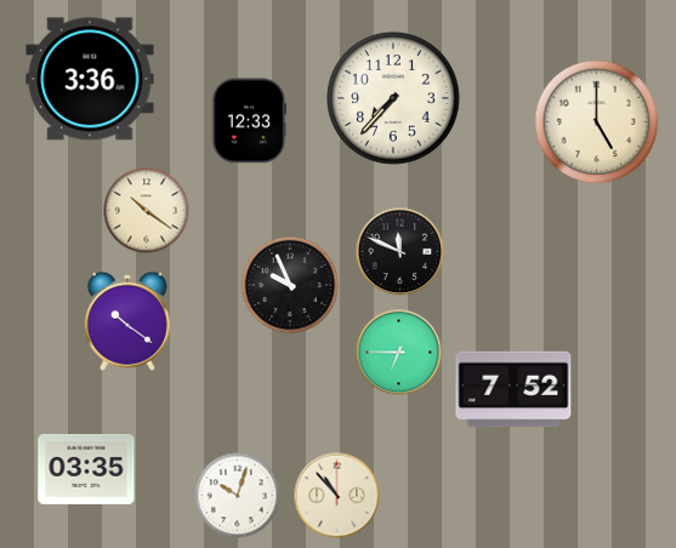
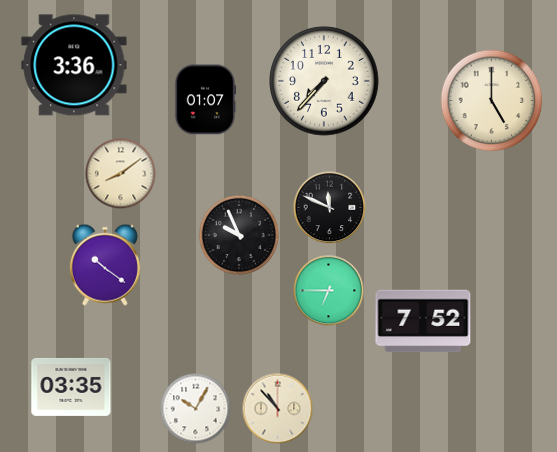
clock at (249, 121): 12:33 -> 01:07
clock at (147, 211): 10:21 -> 8:09
clock at (238, 496): 10:03 -> 10:05
